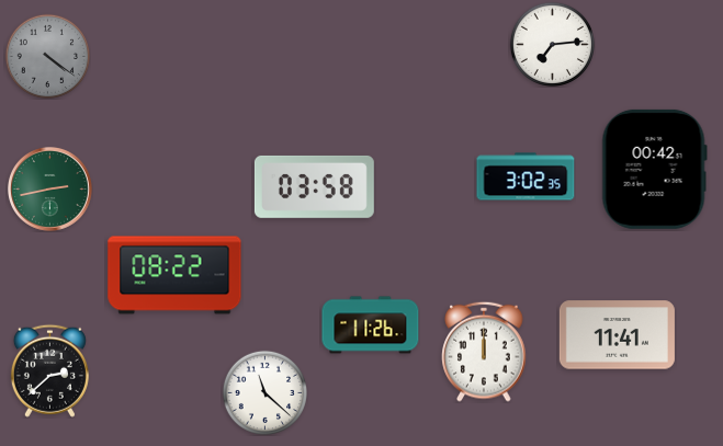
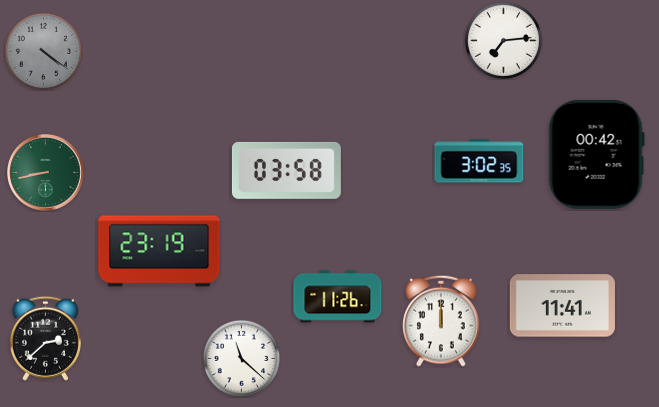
clock at (49, 188): 2:43 -> 8:43
clock at (174, 275): 08:22 -> 23:19
